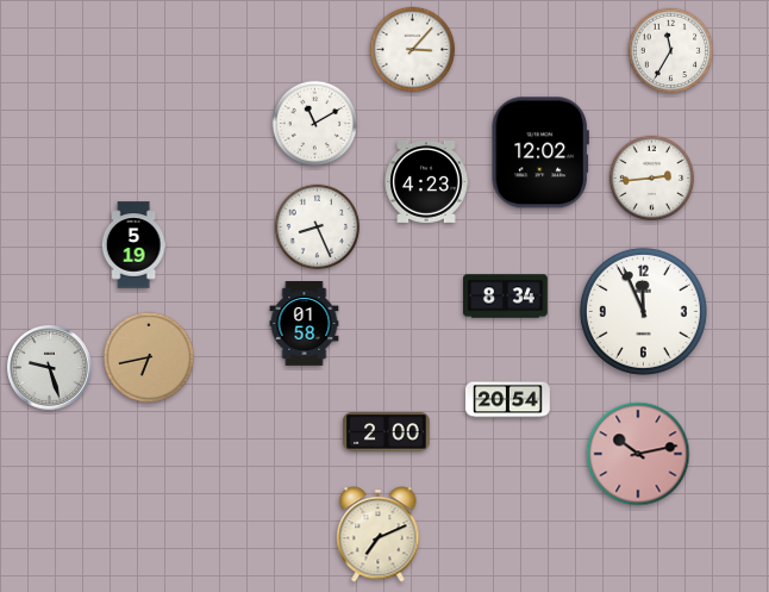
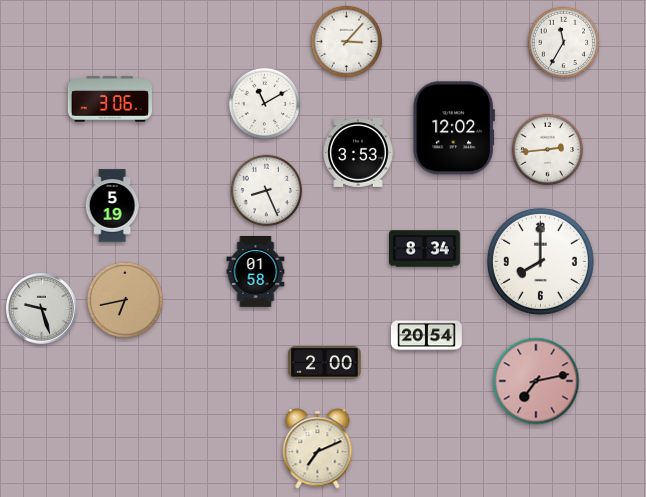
clock at (110, 99): none -> 3:06
clock at (426, 181): 4:23 -> 3:53
clock at (643, 311): 11:56 -> 8:00
clock at (638, 454): 10:13 -> 7:13
